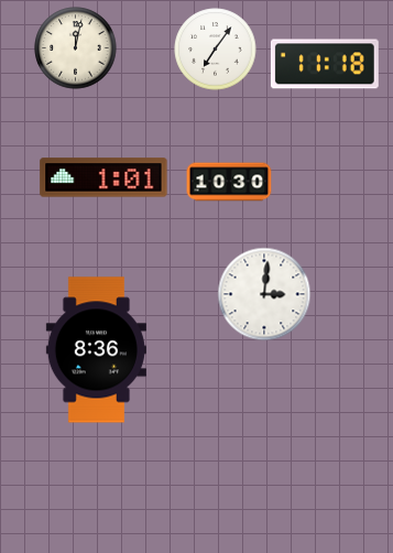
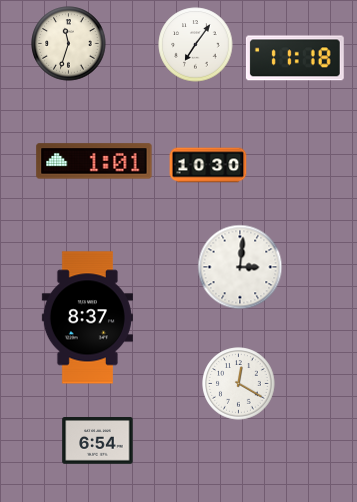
clock at (76, 48): 12:02 -> 11:33
clock at (96, 350): 8:36 -> 8:37
clock at (239, 384): none -> 12:20
clock at (98, 441): none -> 6:54
